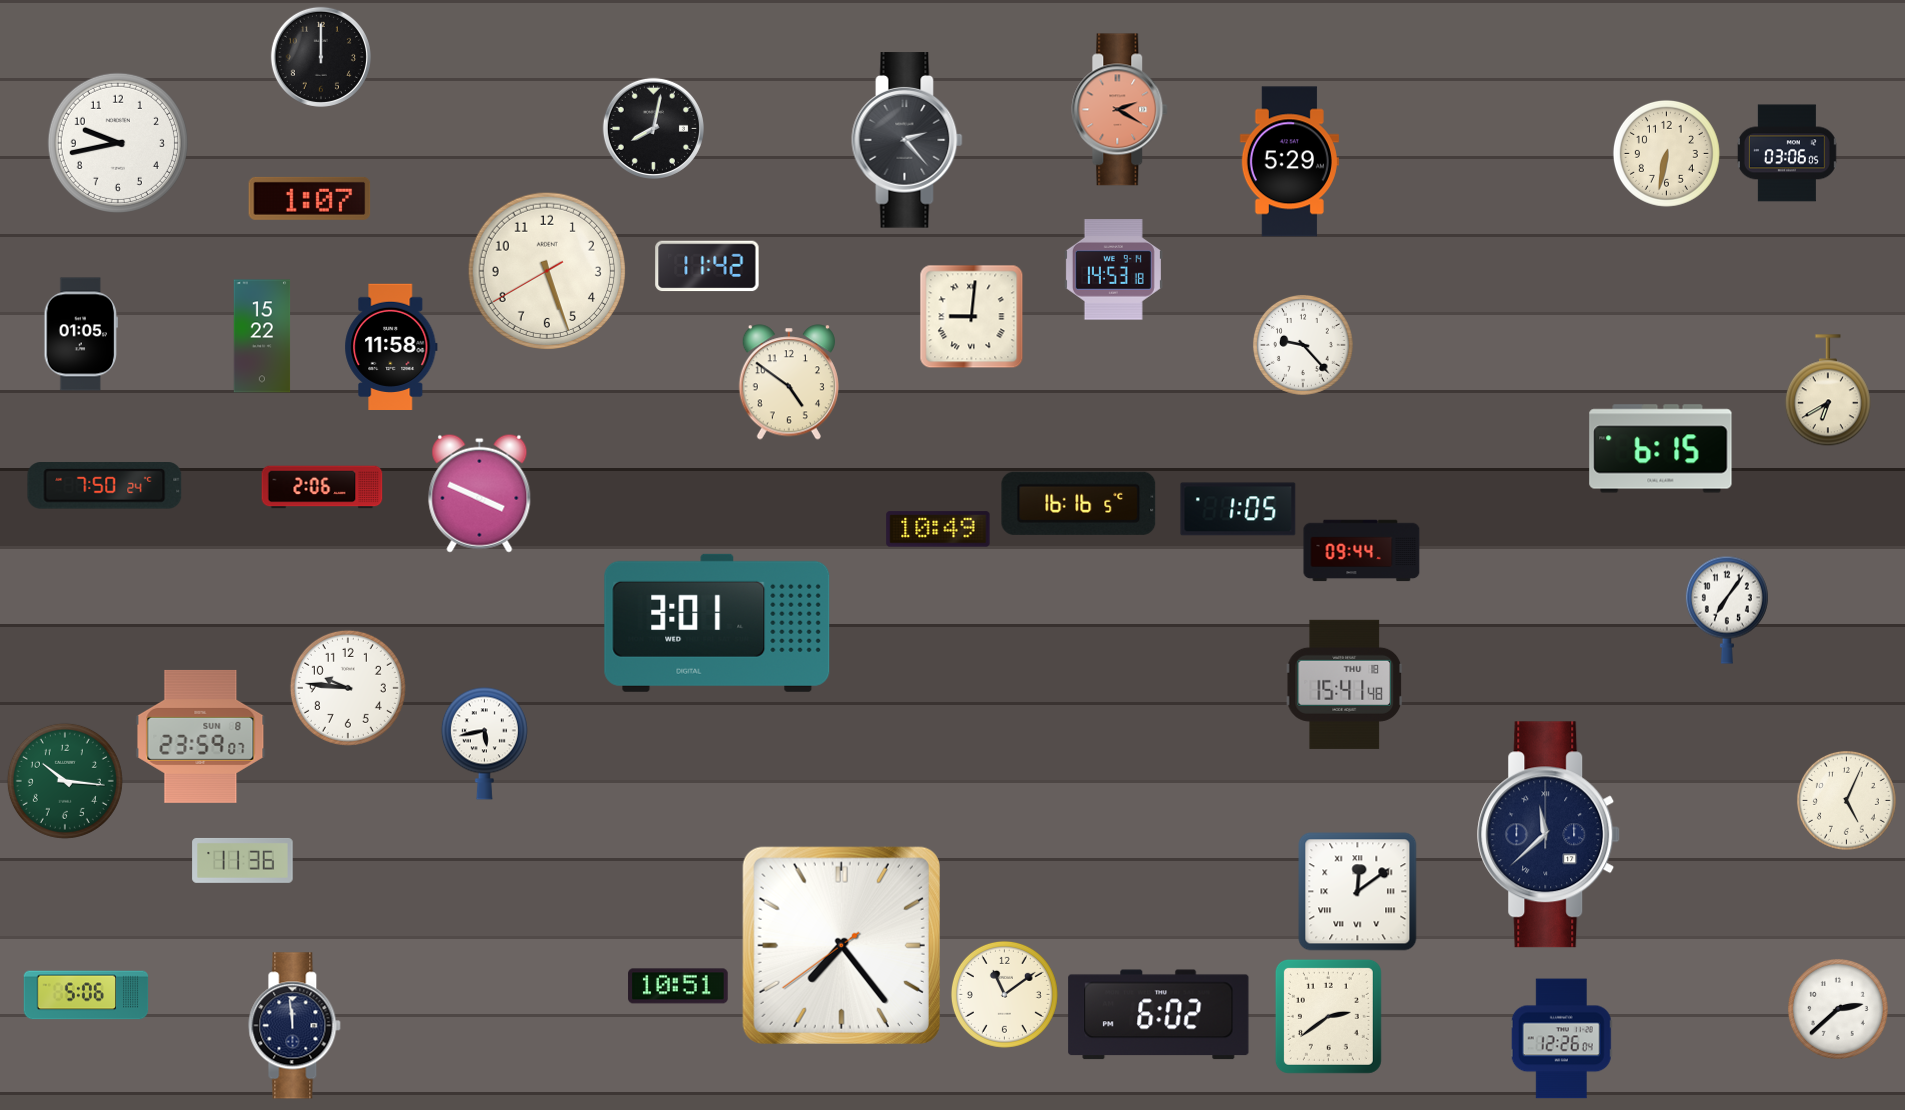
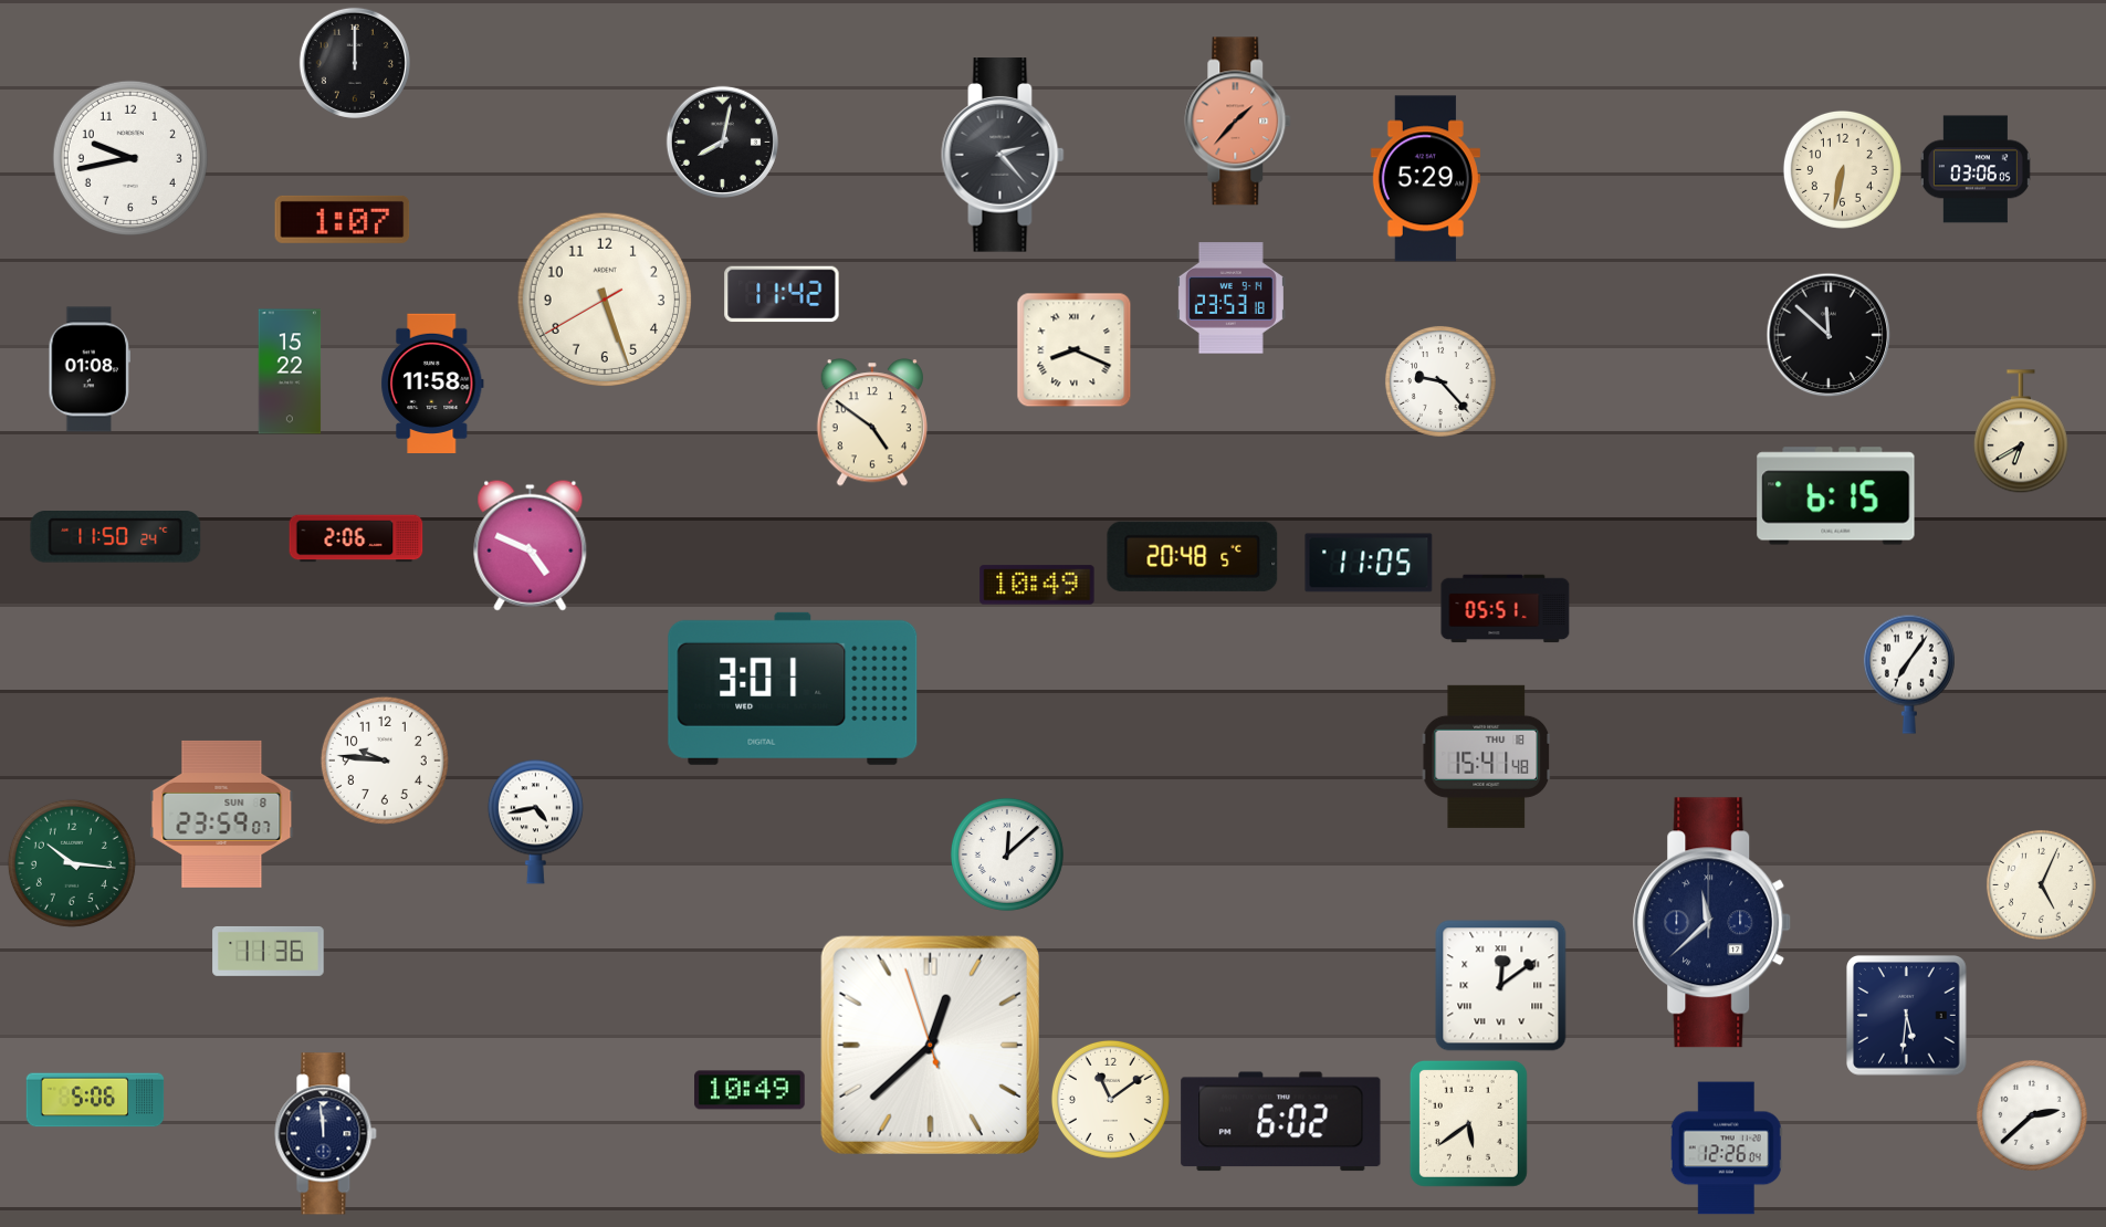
clock at (1120, 110): 2:20 -> 1:37
clock at (1113, 270): 14:53 -> 23:53
clock at (1829, 335): none -> 11:52
clock at (972, 317): 9:01 -> 8:19
clock at (80, 334): 01:05 -> 01:08
clock at (105, 486): 7:50 -> 11:50
clock at (480, 493): 3:49 -> 4:49
clock at (1079, 503): 16:16 -> 20:48
clock at (1238, 509): 1:05 -> 11:05
clock at (1362, 551): 09:44 -> 05:51
clock at (484, 743): 5:43 -> 4:43
clock at (1007, 854): none -> 12:08
clock at (1907, 1016): none -> 5:31
clock at (841, 945): 7:23 -> 12:37
clock at (678, 986): 10:51 -> 10:49
clock at (1328, 1016): 2:39 -> 5:39
